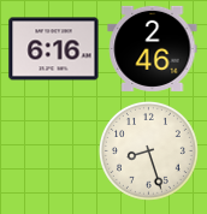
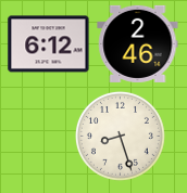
clock at (54, 49): 6:16 -> 6:12
clock at (148, 150) position: (148, 150) -> (120, 136)
